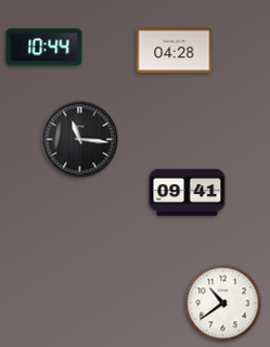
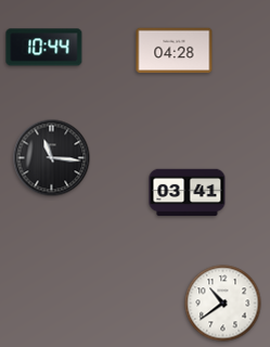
clock at (80, 140) position: (80, 140) -> (52, 158)
clock at (188, 193): 09:41 -> 03:41
